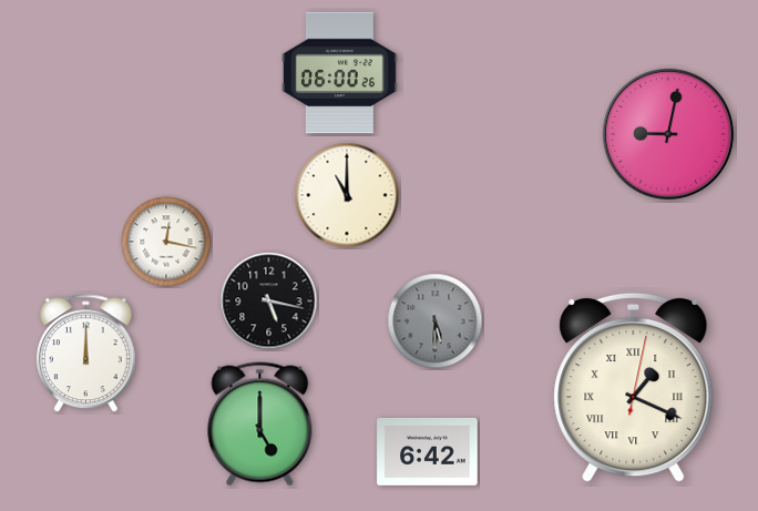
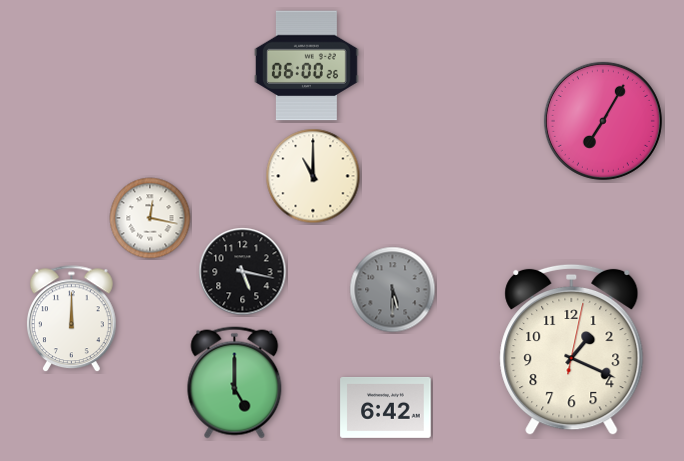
clock at (668, 134): 9:02 -> 7:05
clock at (86, 354) position: (86, 354) -> (72, 319)
clock at (634, 388) numerals: Roman -> Arabic
